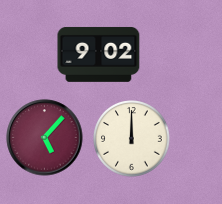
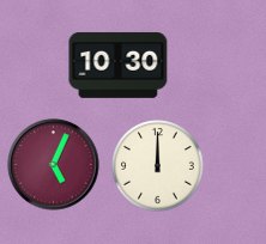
clock at (99, 54): 9:02 -> 10:30
clock at (45, 138): 5:07 -> 5:04
